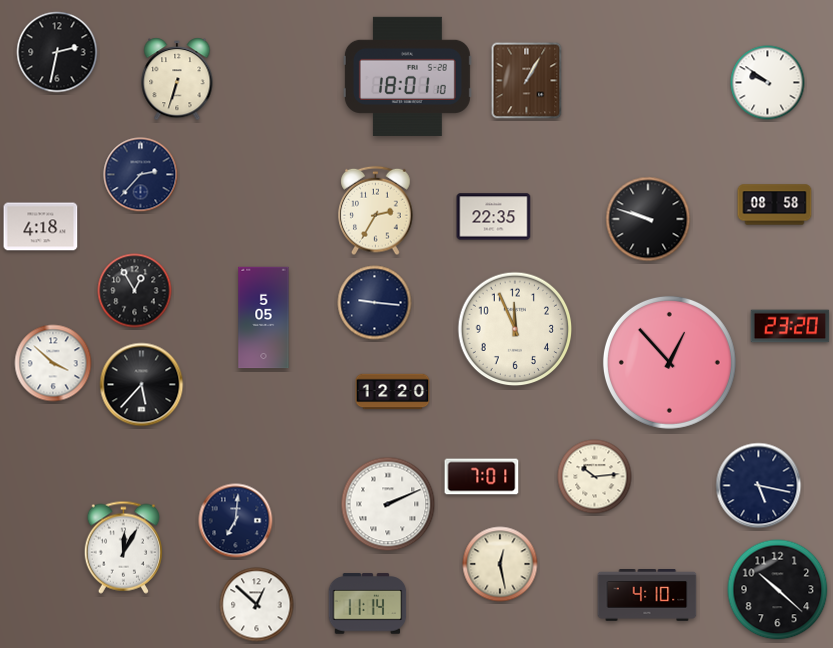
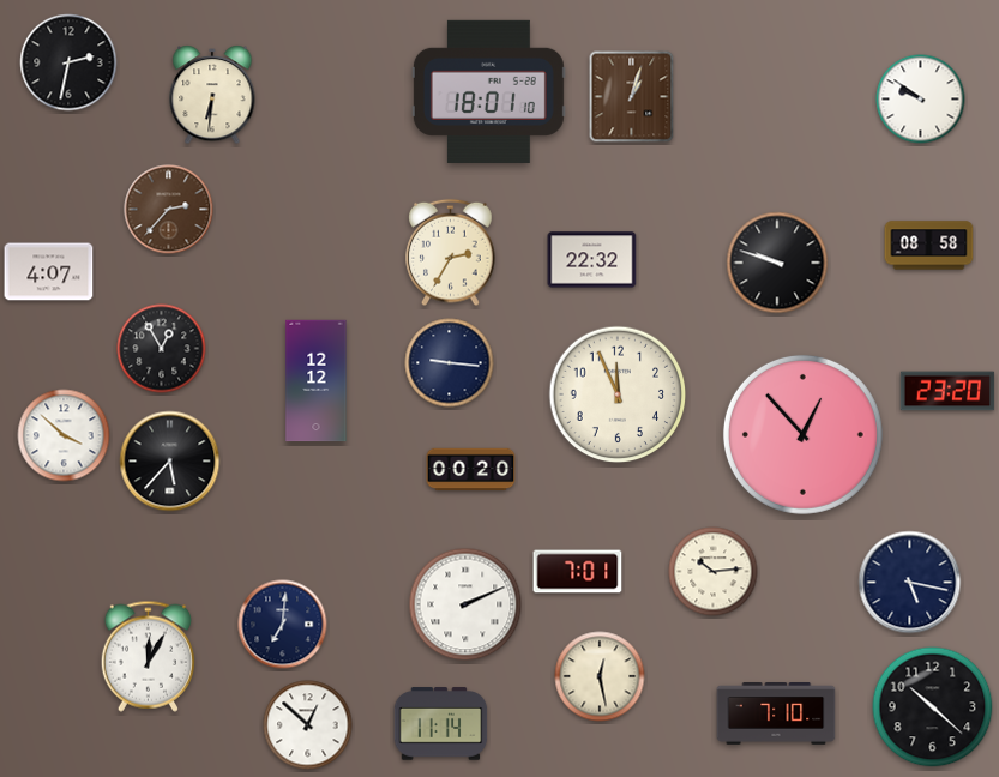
clock at (177, 79): 6:33 -> 6:31
clock at (527, 81): 1:05 -> 1:03
clock at (141, 175) dial: navy -> brown
clock at (494, 217): 22:35 -> 22:32
clock at (41, 227): 4:18 -> 4:07
clock at (264, 318): 5:05 -> 12:12
clock at (393, 392): 12:20 -> 00:20
clock at (647, 596): 4:10 -> 7:10
